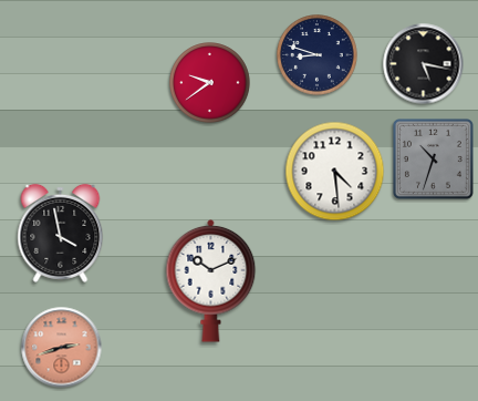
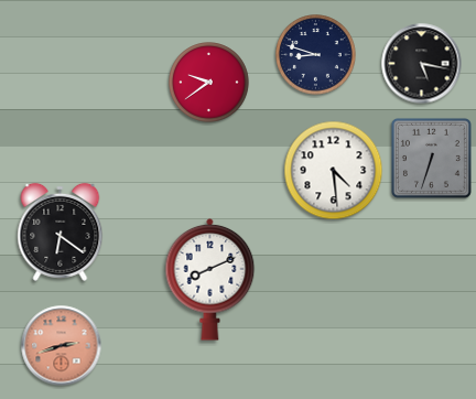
clock at (433, 158): 10:33 -> 6:33
clock at (61, 233): 3:58 -> 6:21
clock at (211, 281): 10:11 -> 8:11
